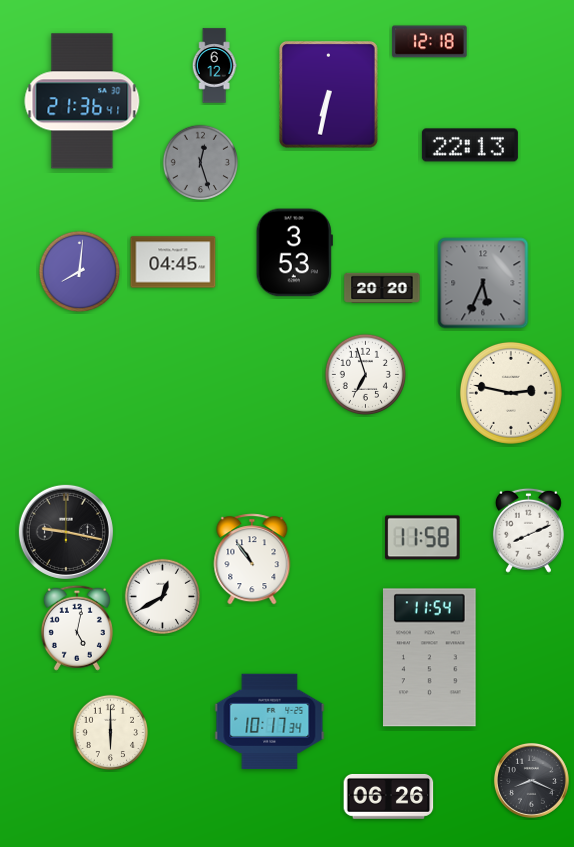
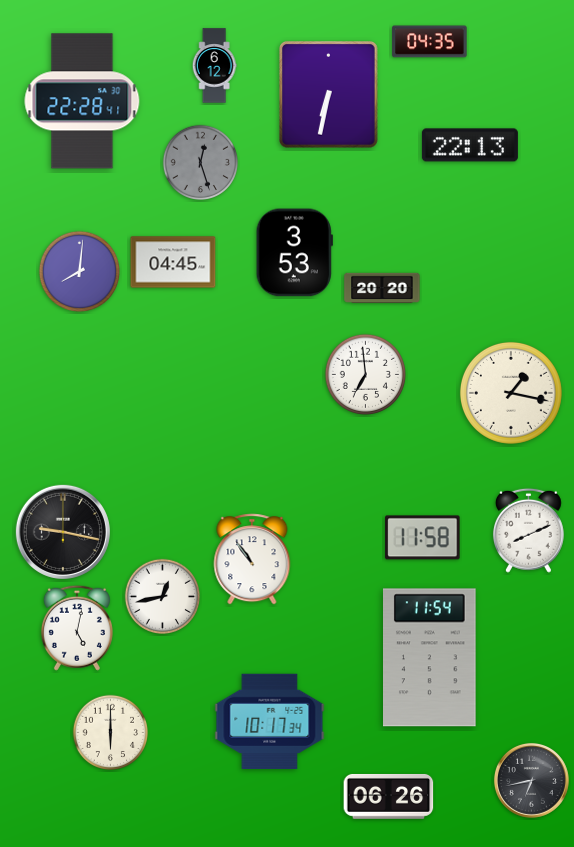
clock at (430, 42): 12:18 -> 04:35
clock at (82, 101): 21:36 -> 22:28
clock at (483, 283): 5:34 -> none
clock at (365, 374): 6:57 -> 6:59
clock at (511, 393): 2:47 -> 1:17
clock at (66, 532) position: (66, 532) -> (63, 532)
clock at (163, 597): 12:40 -> 12:43
clock at (531, 780): 8:19 -> 6:43
